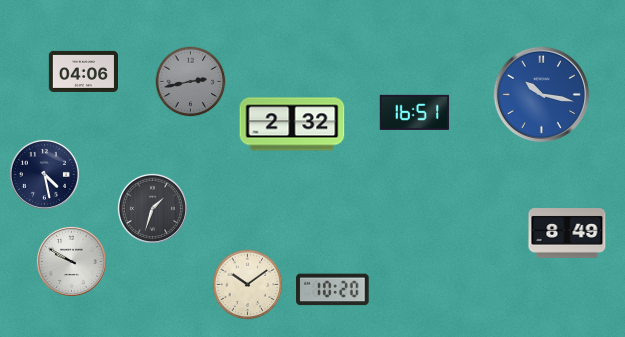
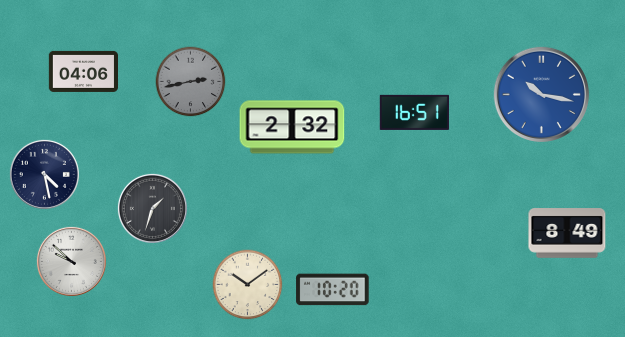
clock at (292, 124) position: (292, 124) -> (292, 127)
clock at (71, 261): 9:50 -> 9:52
